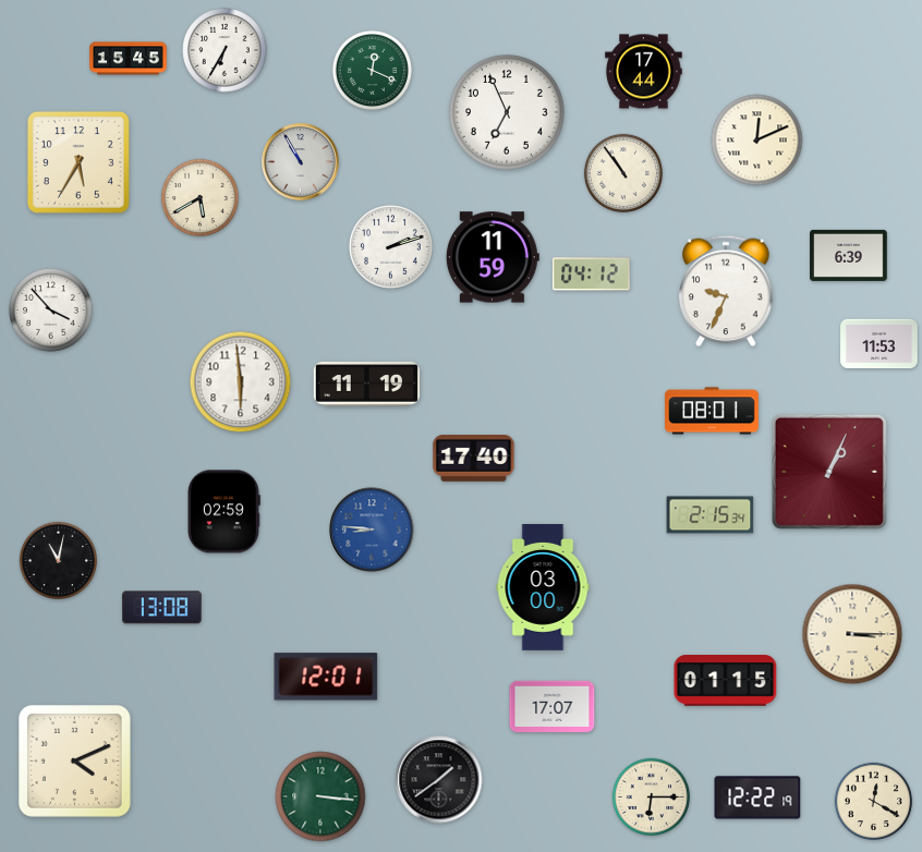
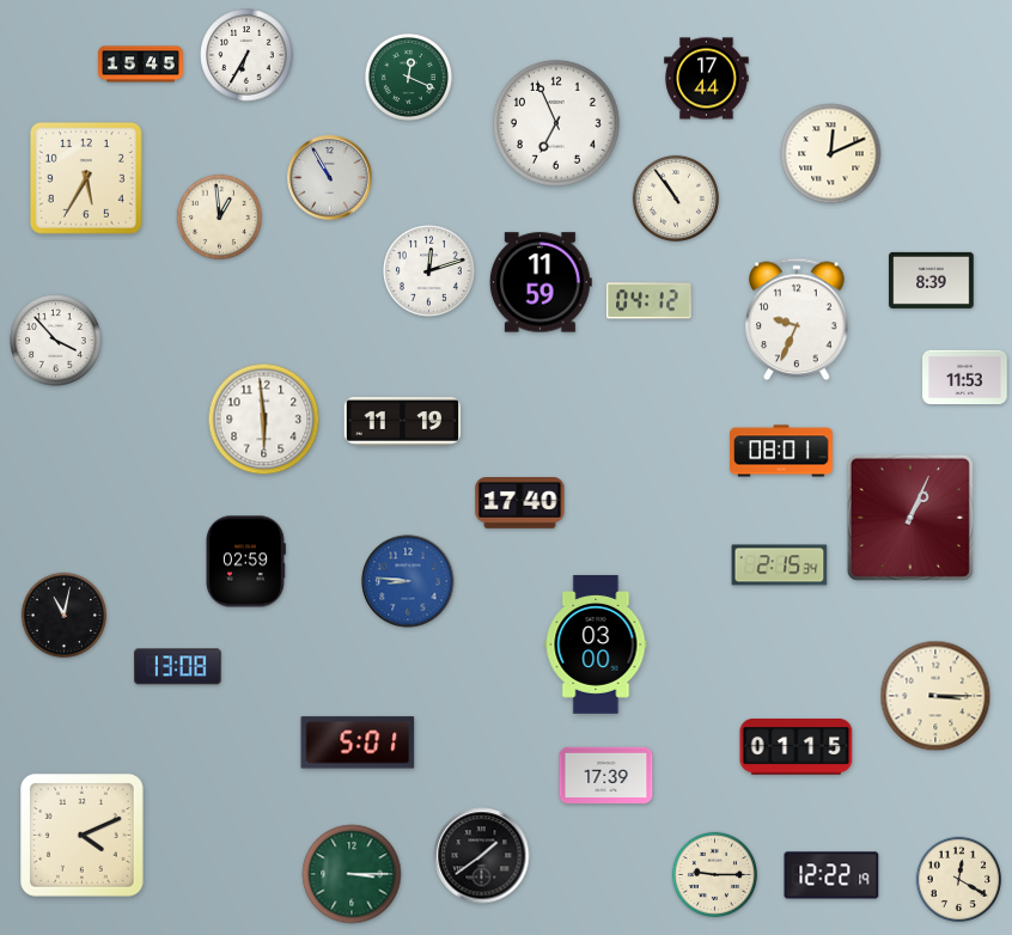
clock at (623, 173) position: (623, 173) -> (676, 198)
clock at (199, 197): 5:40 -> 12:59
clock at (391, 247): 2:12 -> 12:12
clock at (849, 255): 6:39 -> 8:39
clock at (326, 677): 12:01 -> 5:01
clock at (553, 706): 17:07 -> 17:39
clock at (320, 796): 3:16 -> 3:15
clock at (651, 796): 6:15 -> 9:15
